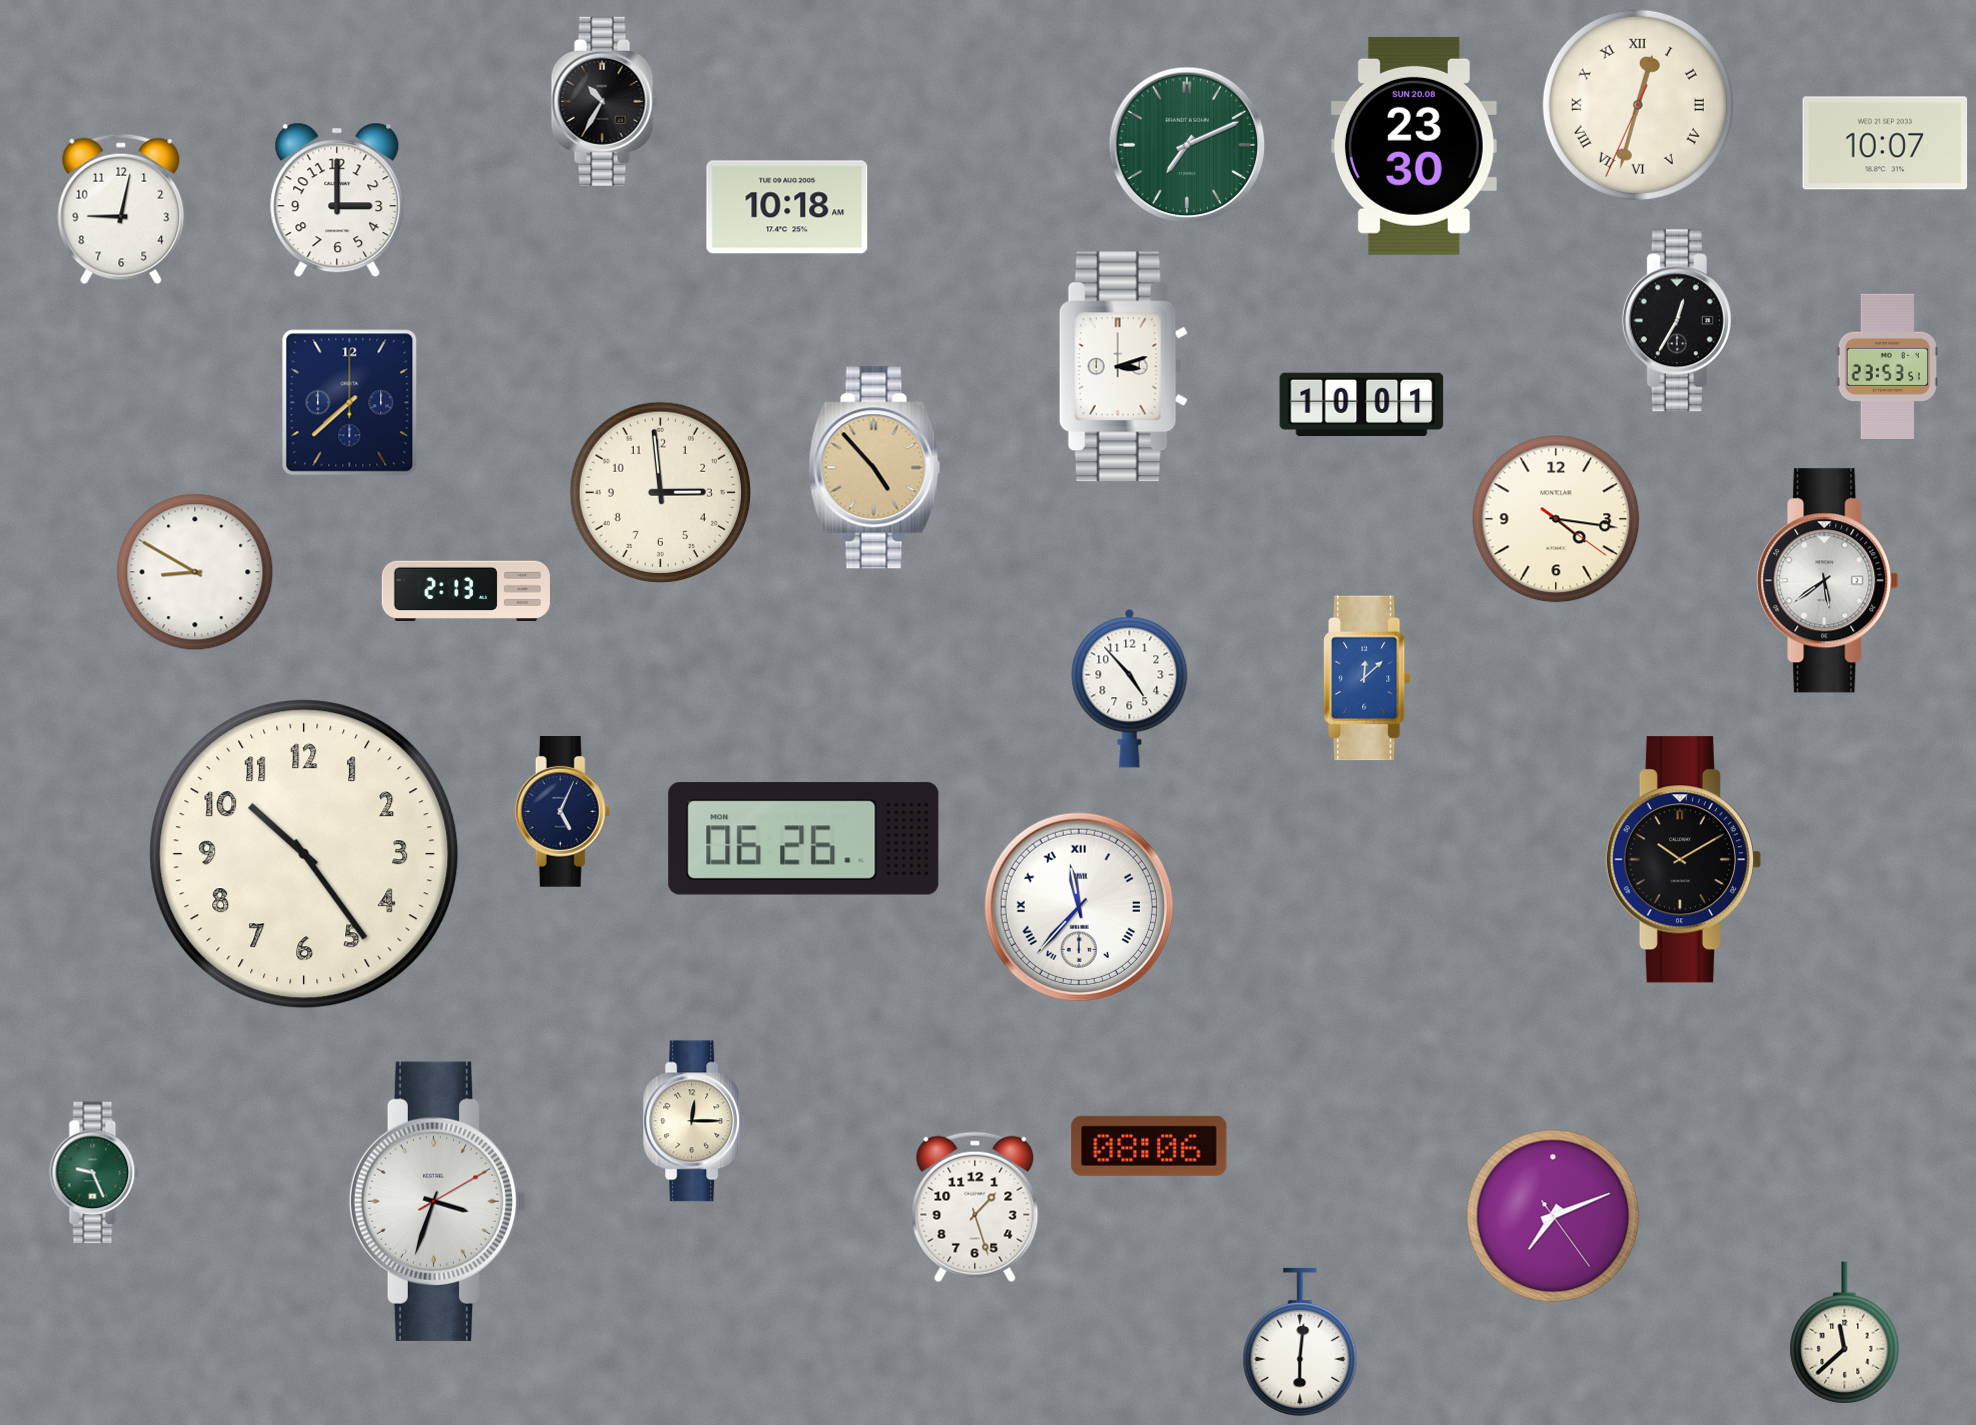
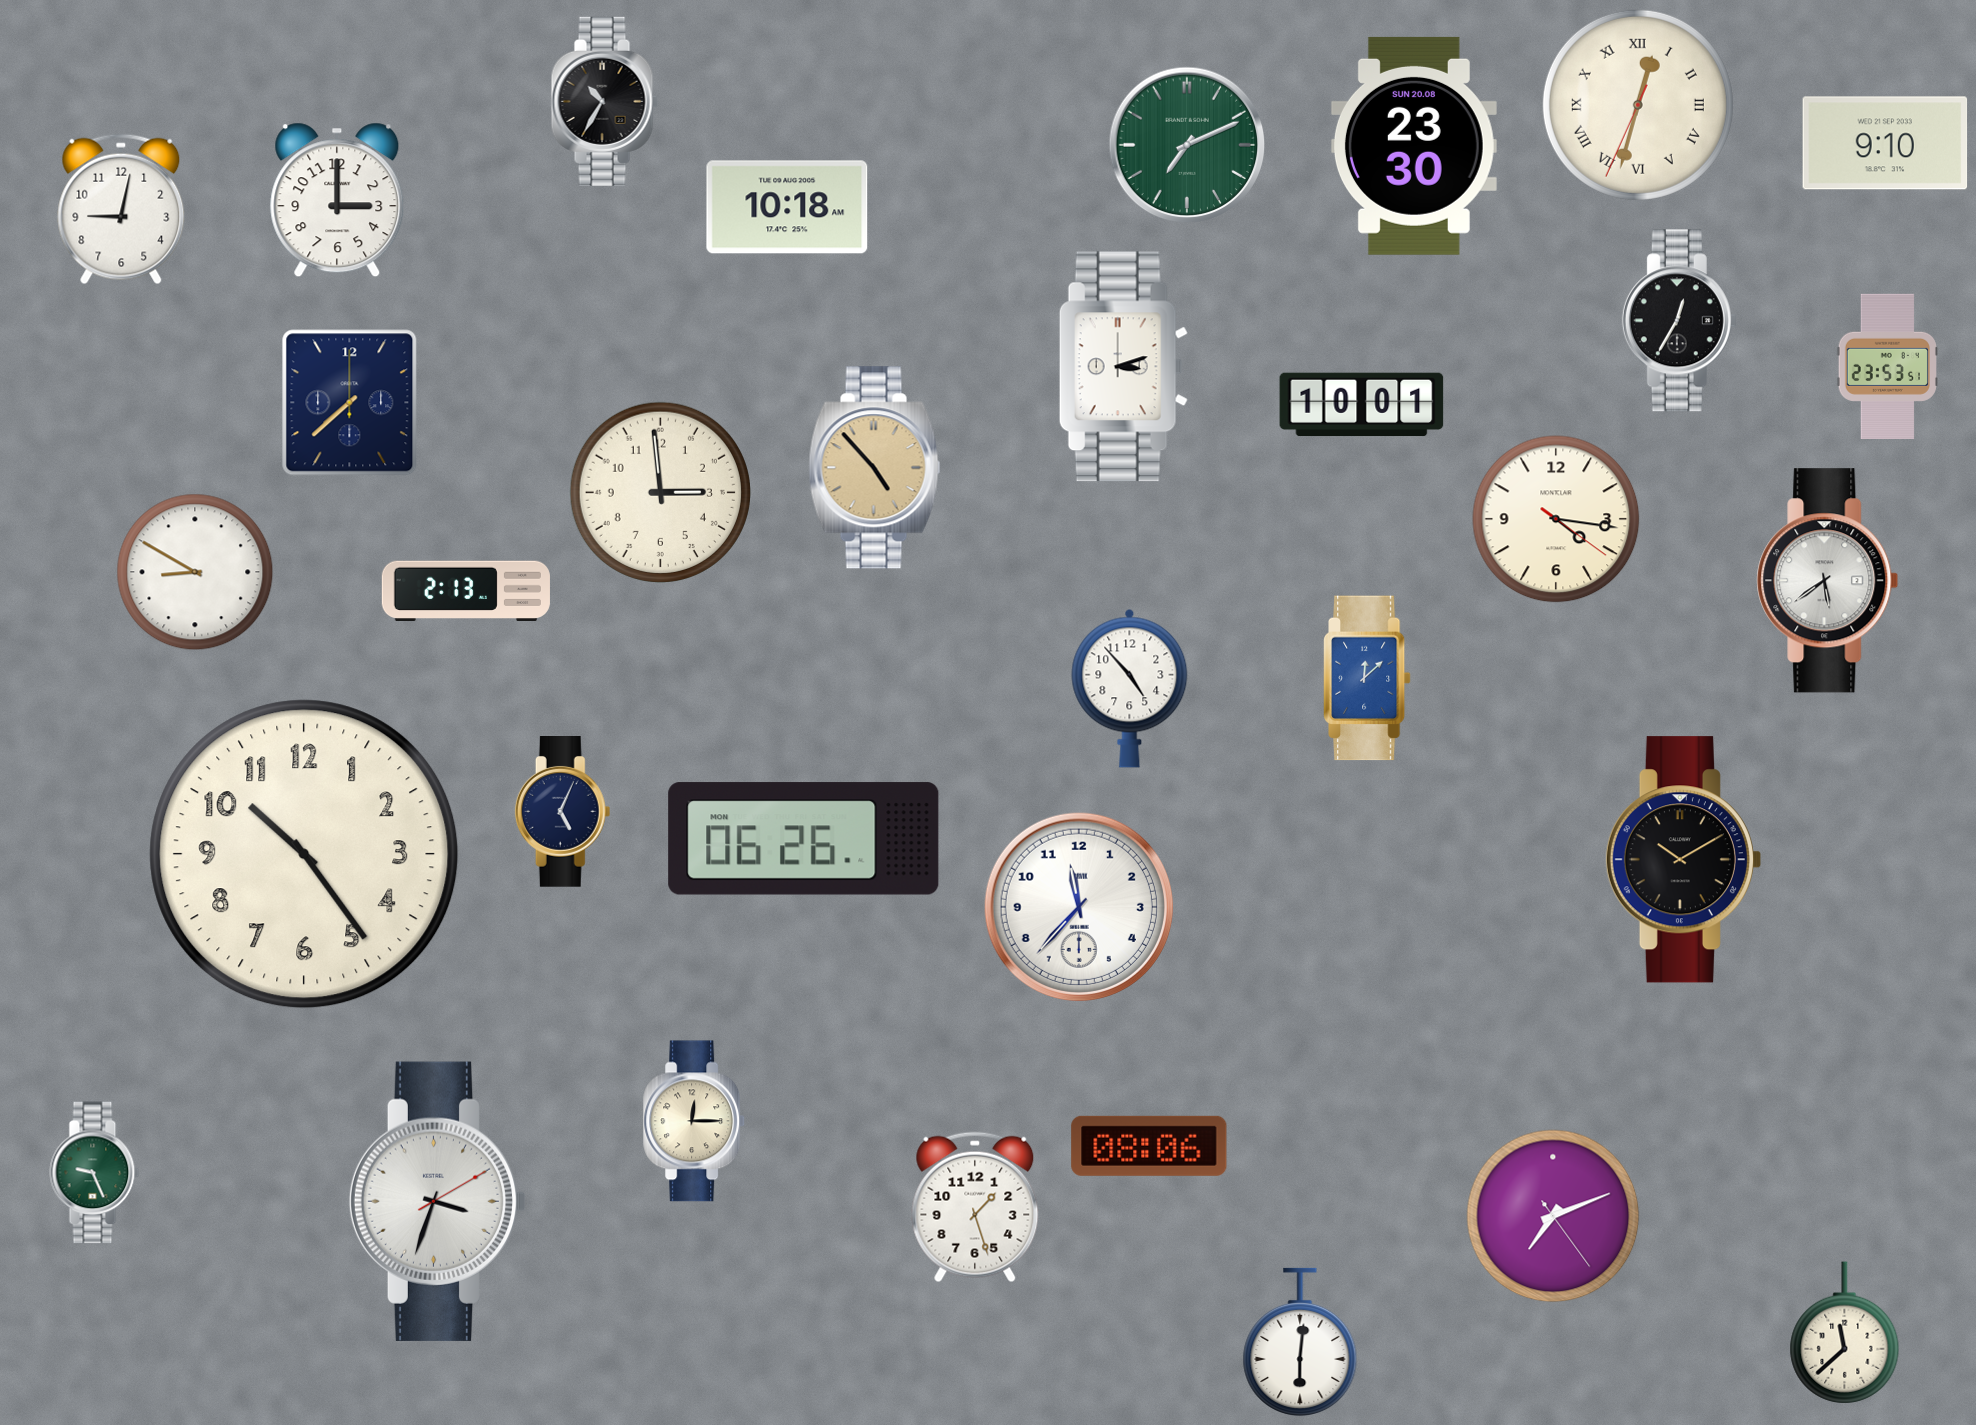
clock at (1885, 143): 10:07 -> 9:10
clock at (1079, 907) numerals: Roman -> Arabic
